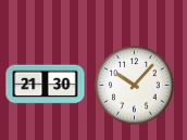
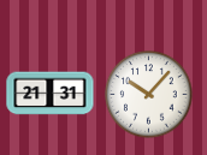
clock at (46, 85): 21:30 -> 21:31
